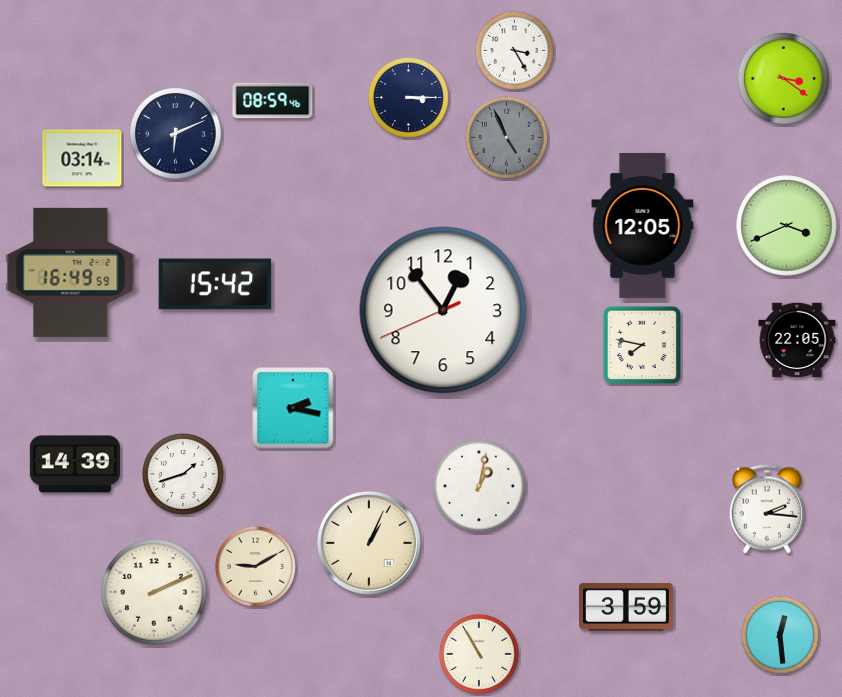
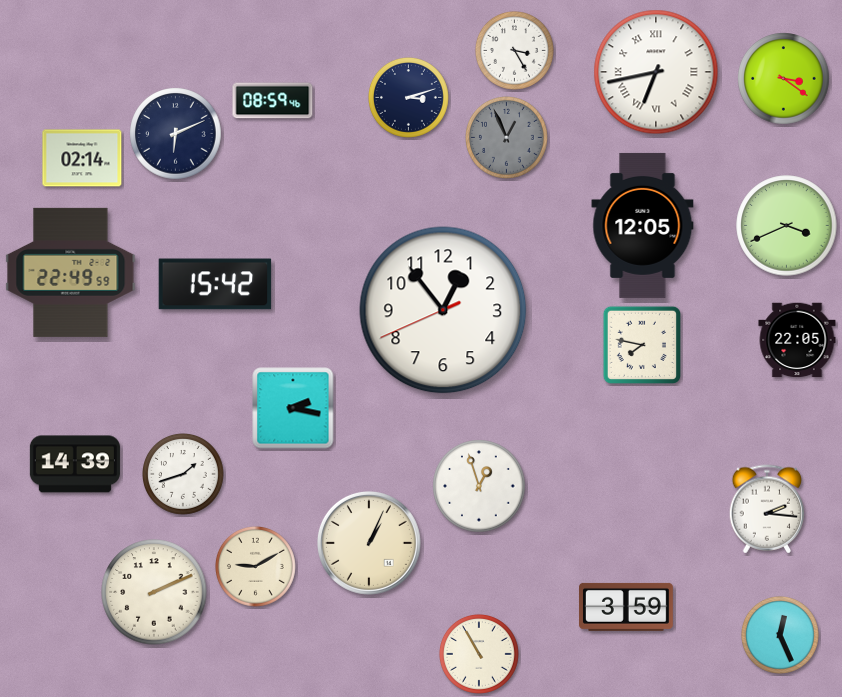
clock at (656, 72): none -> 6:43
clock at (409, 98): 3:15 -> 3:12
clock at (507, 138): 4:56 -> 12:56
clock at (82, 158): 03:14 -> 02:14
clock at (71, 272): 16:49 -> 22:49
clock at (479, 486): 1:02 -> 12:57
clock at (780, 635): 12:29 -> 12:26
